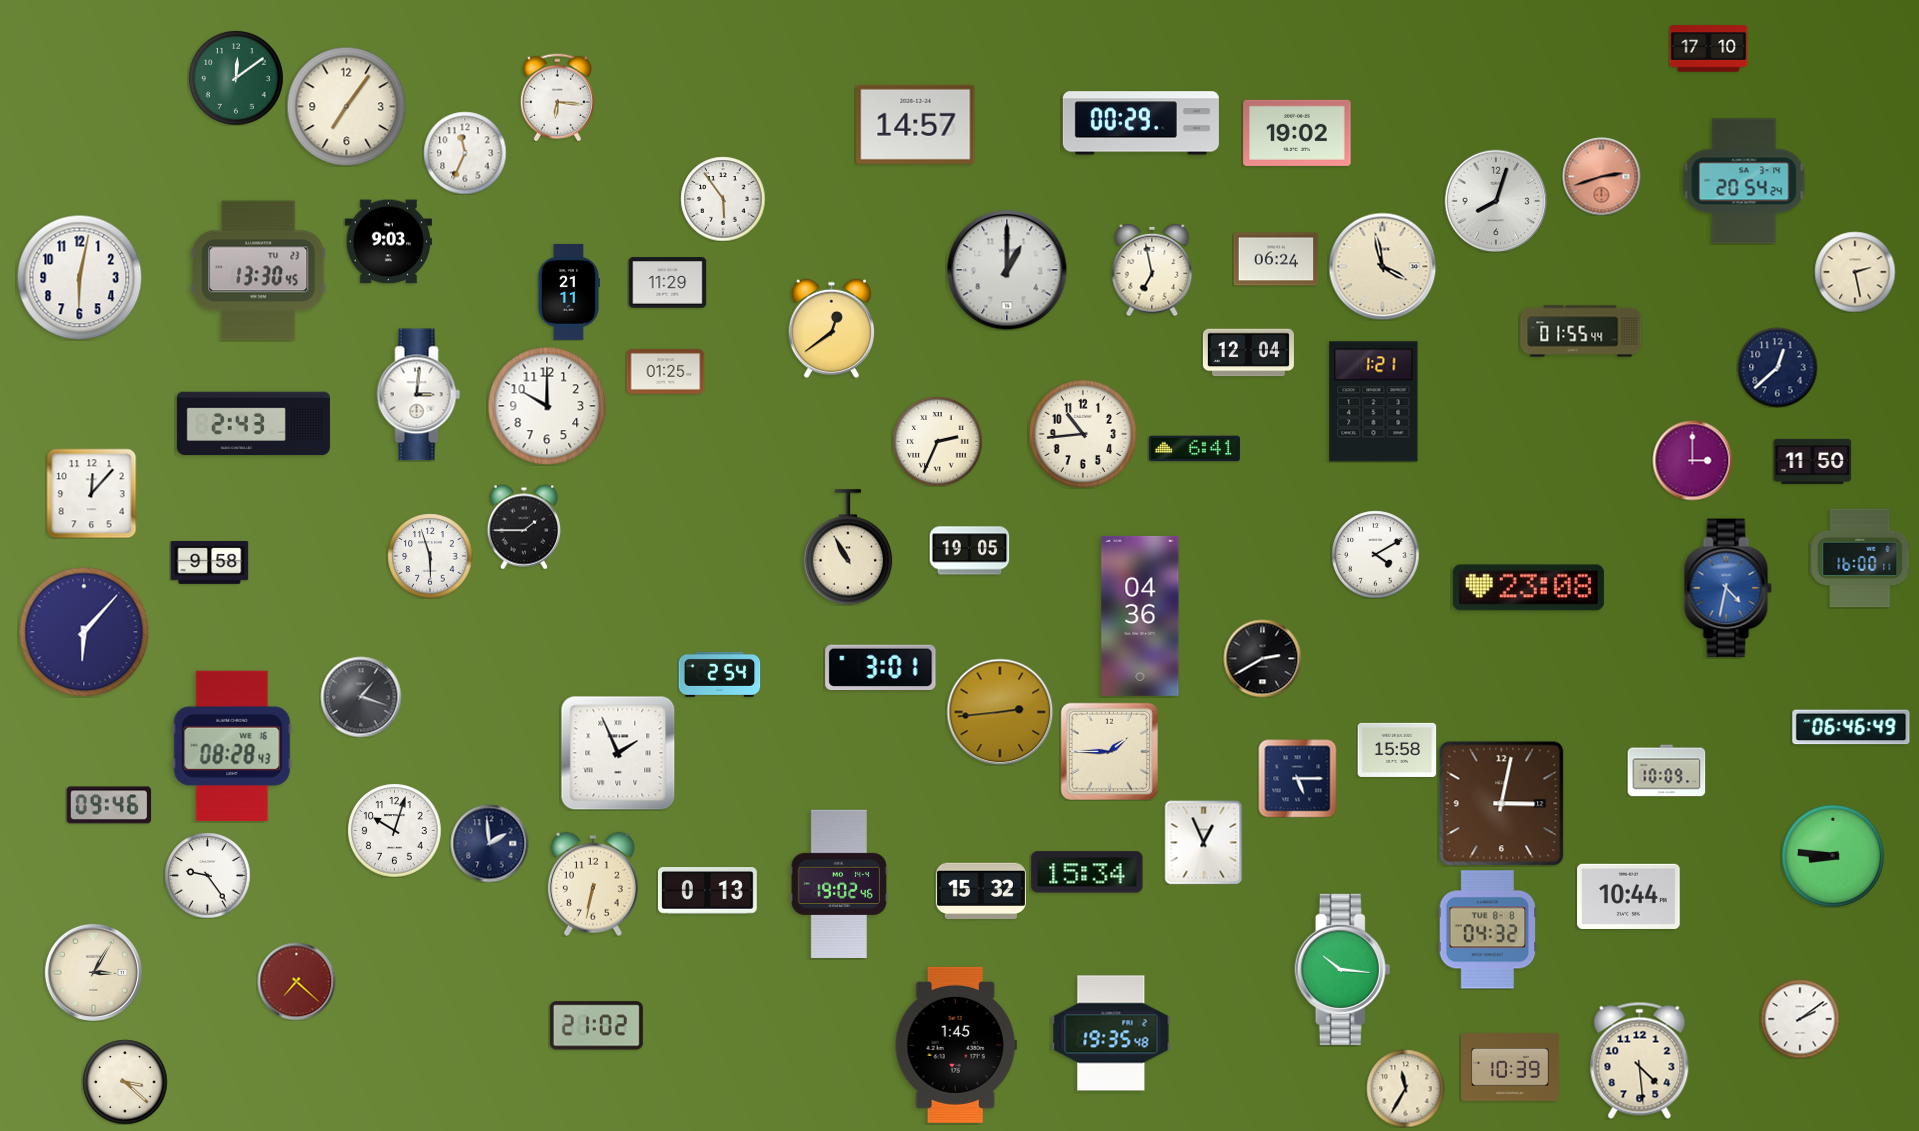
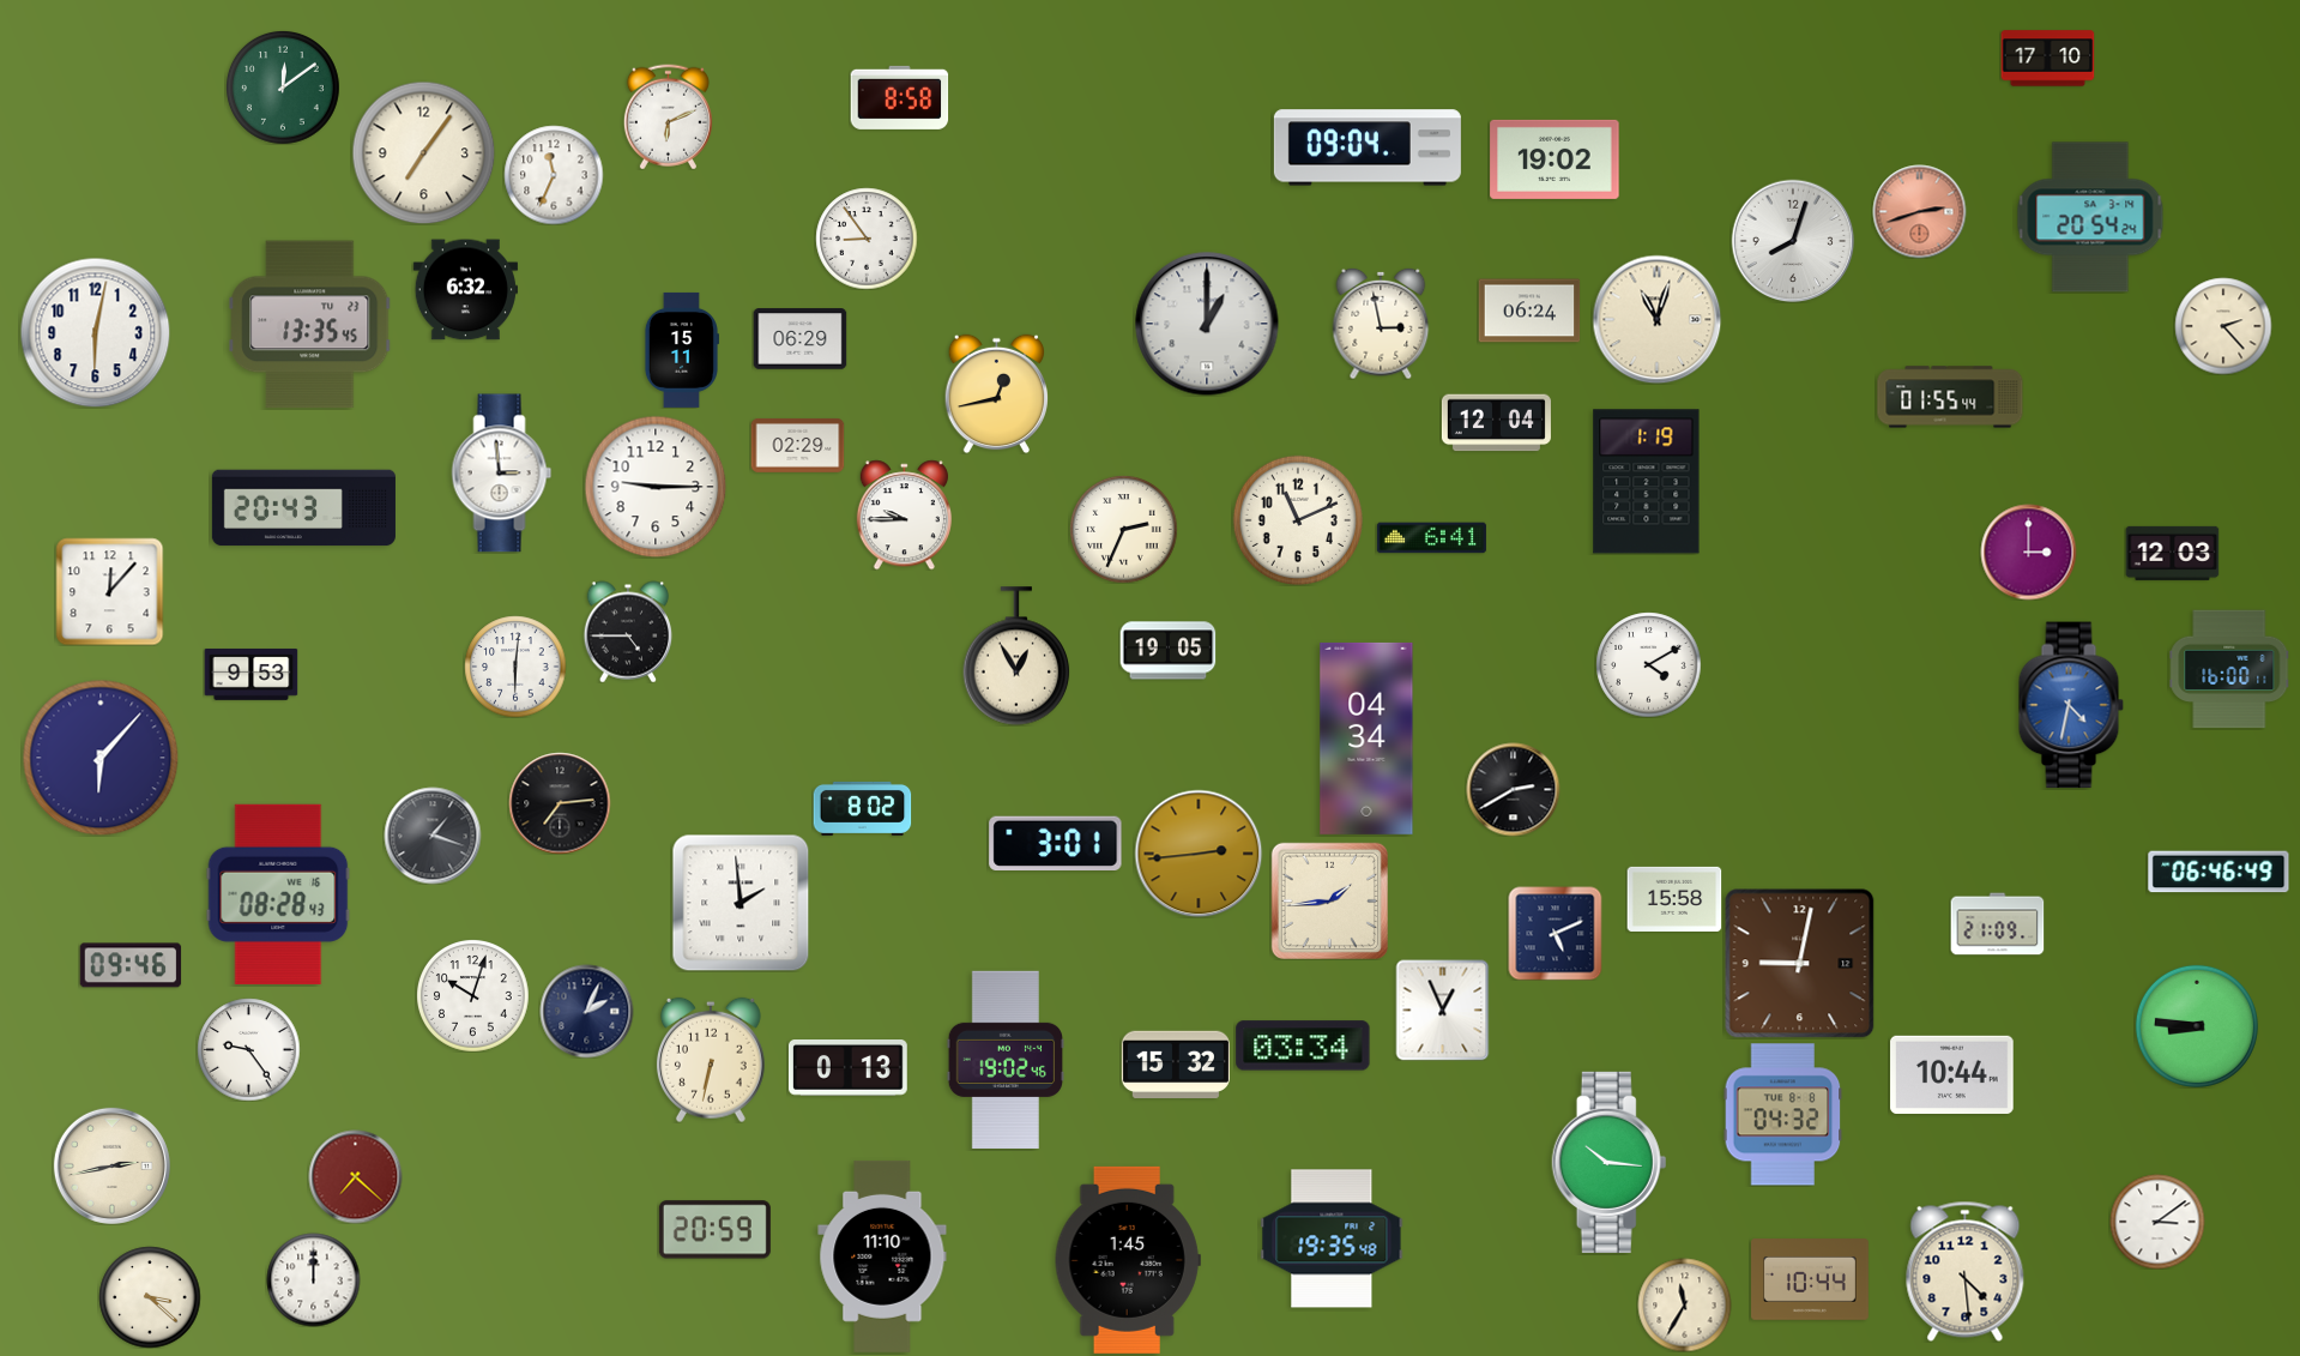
clock at (236, 78) position: (236, 78) -> (283, 88)
clock at (899, 97): none -> 8:58
clock at (557, 97): 6:16 -> 6:11
clock at (346, 106) position: (346, 106) -> (423, 152)
clock at (1141, 123): 00:29 -> 09:04
clock at (916, 124): 14:57 -> none
clock at (465, 153) position: (465, 153) -> (554, 175)
clock at (723, 199): 5:54 -> 8:54
clock at (388, 242): 9:03 -> 6:32
clock at (1382, 266): 3:58 -> 11:03
clock at (1152, 270): 6:58 -> 2:58
clock at (259, 271): 13:30 -> 13:35
clock at (1855, 272): 2:28 -> 2:23
clock at (667, 283): 11:29 -> 06:29
clock at (568, 292): 21:11 -> 15:11
clock at (831, 328): 12:39 -> 12:43
clock at (1581, 331) position: (1581, 331) -> (1950, 397)
clock at (1777, 367): 12:38 -> none
clock at (665, 371): 01:25 -> 02:29
clock at (419, 395): 3:01 -> 2:59
clock at (1374, 402): 1:21 -> 1:19
clock at (547, 406): 10:00 -> 9:15
clock at (253, 424): 2:43 -> 20:43
clock at (904, 514): none -> 9:45
clock at (1082, 433): 10:44 -> 11:11
clock at (1812, 461): 11:50 -> 12:03
clock at (524, 527): 1:45 -> 4:45
clock at (848, 547): 10:55 -> 12:55
clock at (969, 551) position: (969, 551) -> (1167, 651)
clock at (430, 556): 5:57 -> 6:01
clock at (209, 562): 9:58 -> 9:53
clock at (1528, 588): 23:08 -> none
clock at (1140, 616): 04:36 -> 04:34
clock at (881, 667) position: (881, 667) -> (1056, 843)
clock at (560, 803): none -> 7:14
clock at (719, 674): 2:54 -> 8:02
clock at (1109, 751): 1:45 -> 1:44
clock at (618, 753): 1:56 -> 1:59
clock at (1666, 771): 10:09 -> 21:09
clock at (1297, 778): 5:15 -> 5:11
clock at (1501, 803): 3:02 -> 9:02
clock at (489, 843): 1:59 -> 2:04
clock at (1087, 872): 15:34 -> 03:34
clock at (981, 891) position: (981, 891) -> (1176, 1065)
clock at (93, 972): 3:05 -> 2:43
clock at (1800, 1019): 2:09 -> 3:09
clock at (596, 1026): 21:02 -> 20:59
clock at (956, 1045) position: (956, 1045) -> (1128, 1260)
clock at (882, 1256): none -> 11:10
clock at (313, 1279): none -> 12:00
clock at (1511, 1067): 10:39 -> 10:44
